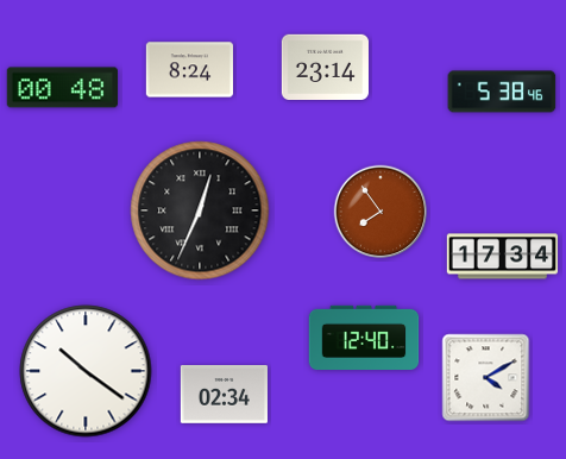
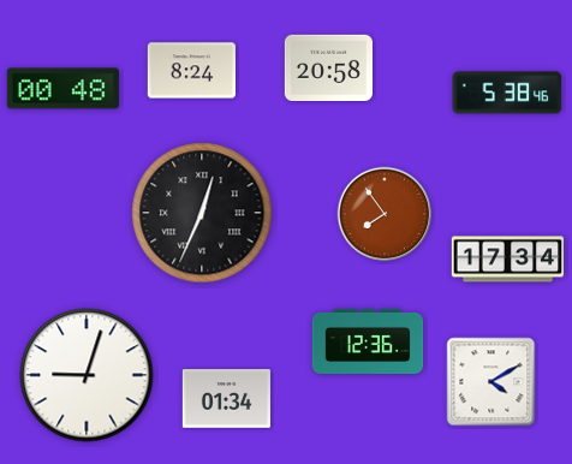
clock at (325, 67): 23:14 -> 20:58
clock at (364, 337): 12:40 -> 12:36
clock at (86, 371): 10:21 -> 9:03
clock at (224, 395): 02:34 -> 01:34
